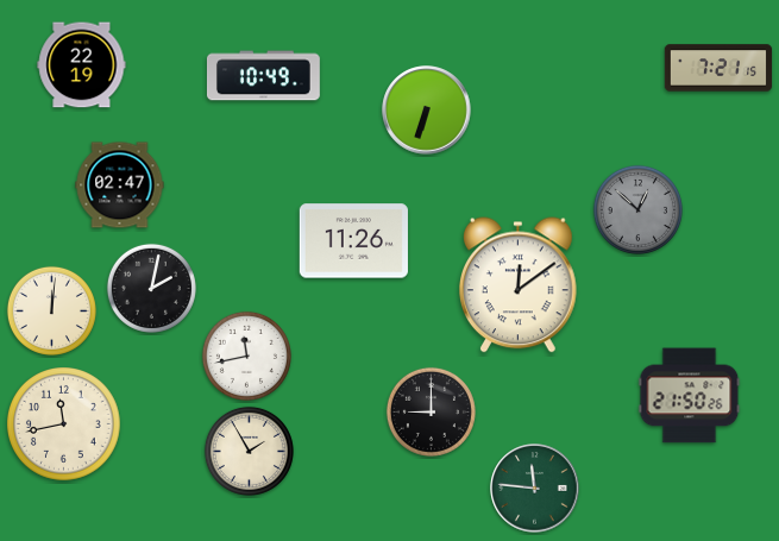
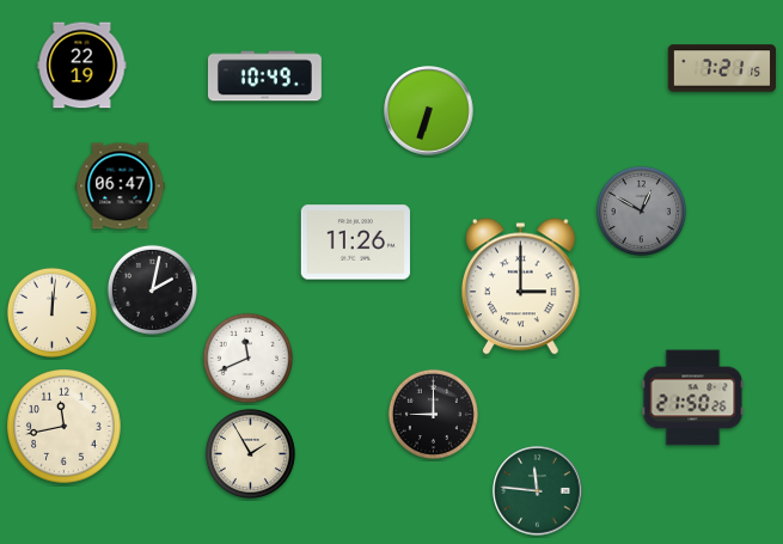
clock at (120, 185): 02:47 -> 06:47
clock at (637, 209): 12:52 -> 12:50
clock at (519, 285): 12:09 -> 3:00
clock at (246, 356): 11:43 -> 11:41
